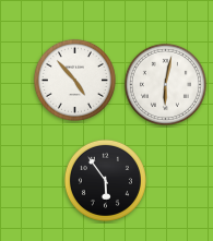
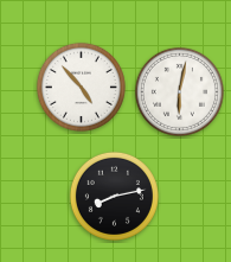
clock at (105, 180): 5:54 -> 8:13
